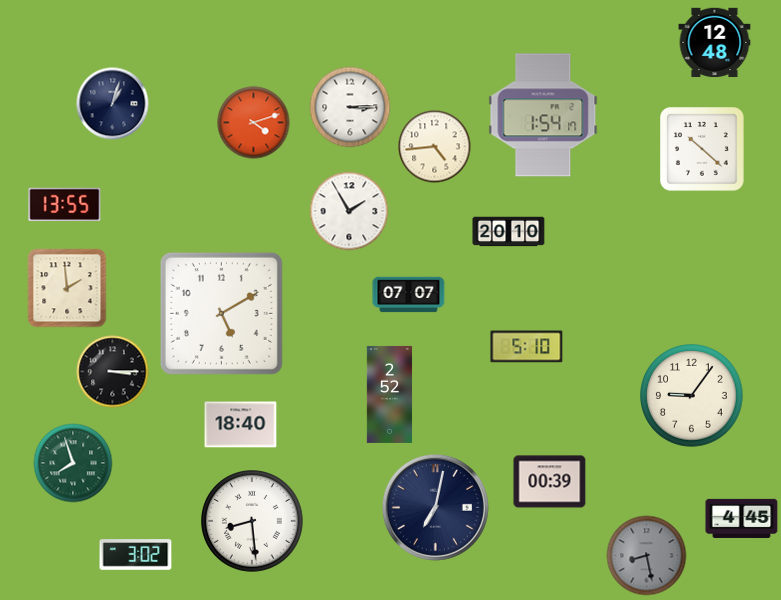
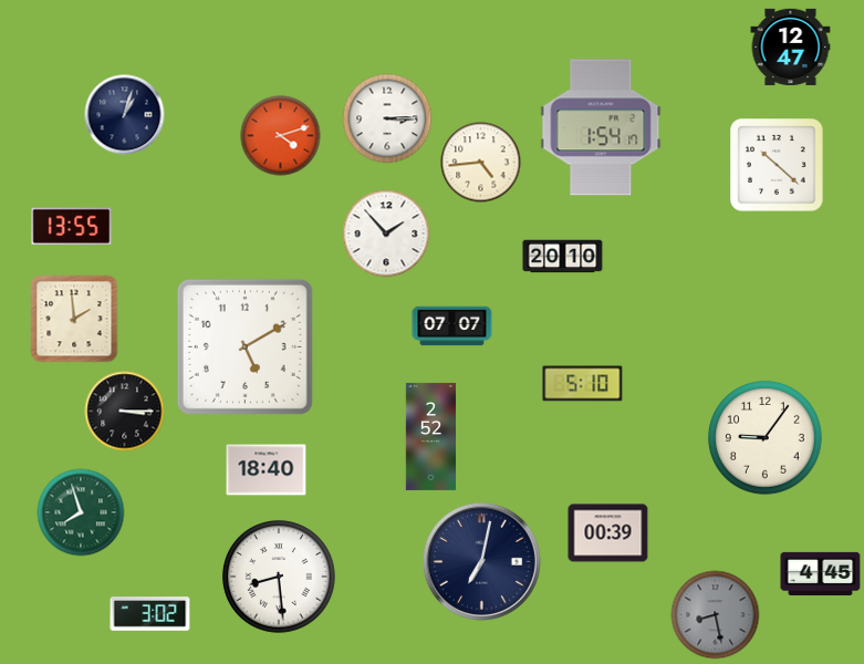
clock at (715, 43): 12:48 -> 12:47
clock at (349, 211): 1:55 -> 1:53
